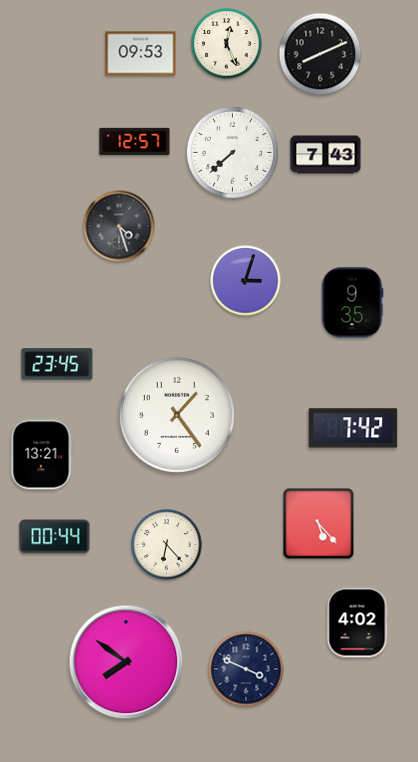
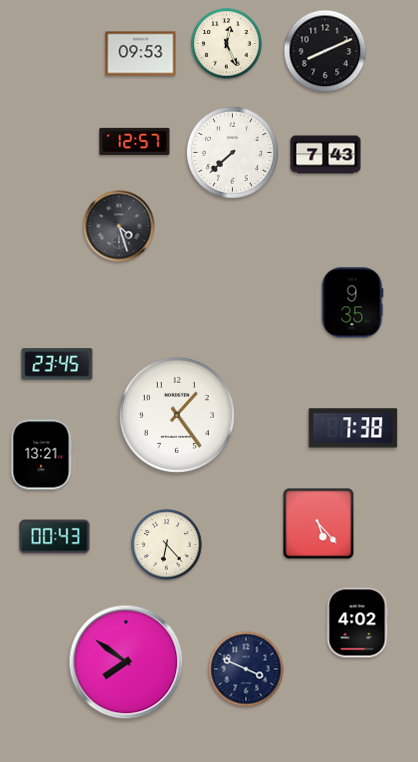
clock at (320, 54) position: (320, 54) -> (325, 51)
clock at (246, 281): 3:03 -> none
clock at (353, 428): 7:42 -> 7:38
clock at (55, 537): 00:44 -> 00:43
